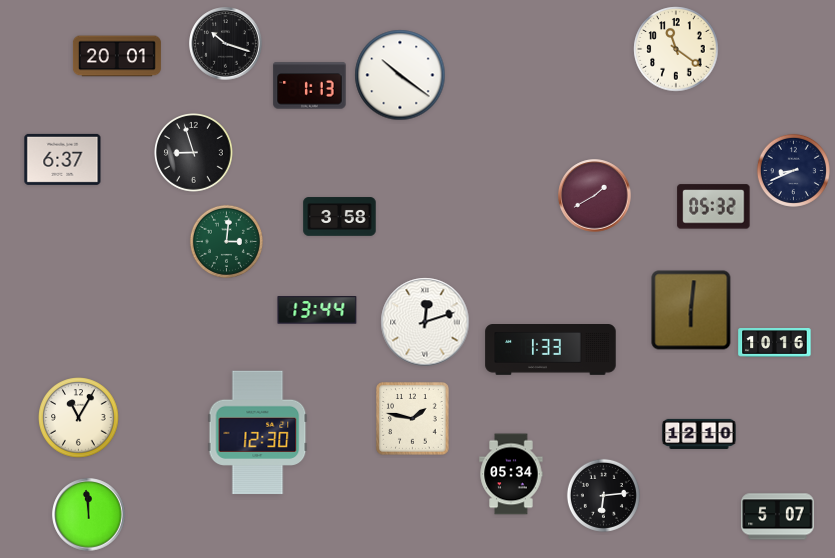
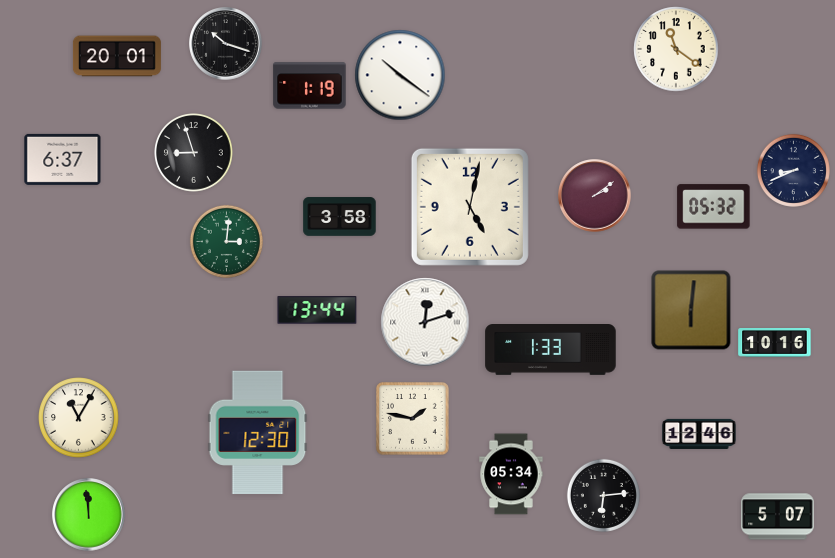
clock at (310, 86): 1:13 -> 1:19
clock at (595, 196): 1:40 -> 2:09
clock at (470, 207): none -> 5:02
clock at (699, 434): 12:10 -> 12:46
